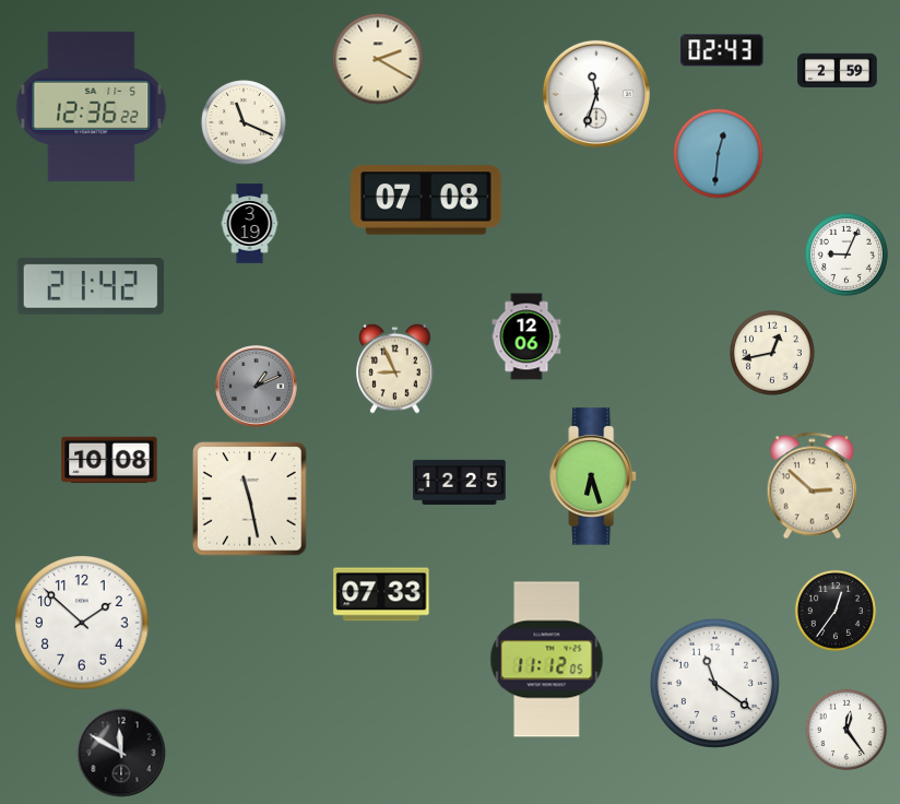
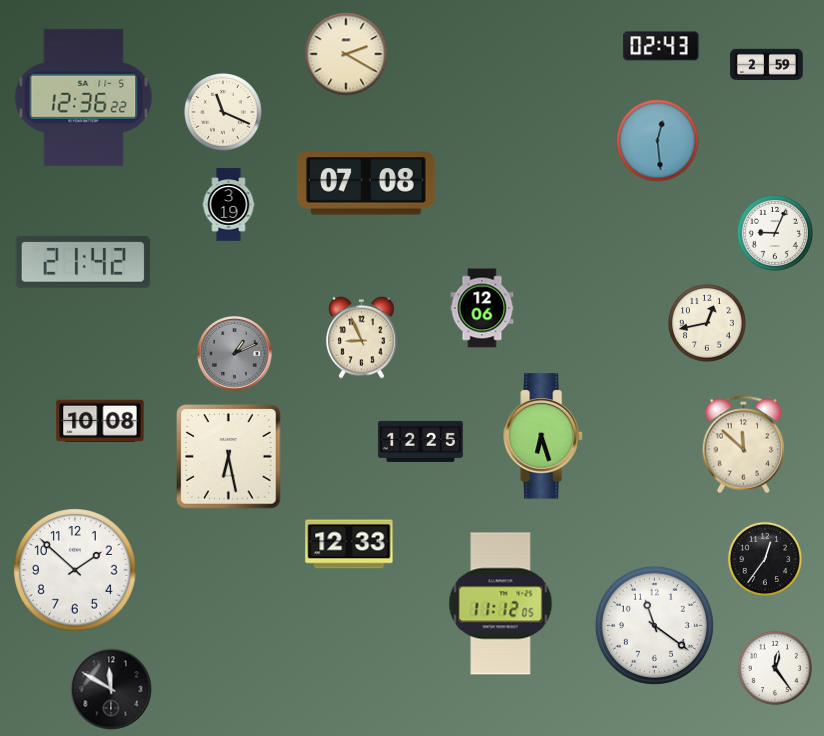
clock at (596, 94): 11:33 -> none
clock at (719, 154): 12:31 -> 12:29
clock at (426, 200) position: (426, 200) -> (366, 183)
clock at (813, 486): 2:52 -> 11:52
clock at (250, 499): 11:28 -> 6:28
clock at (381, 594): 07:33 -> 12:33
